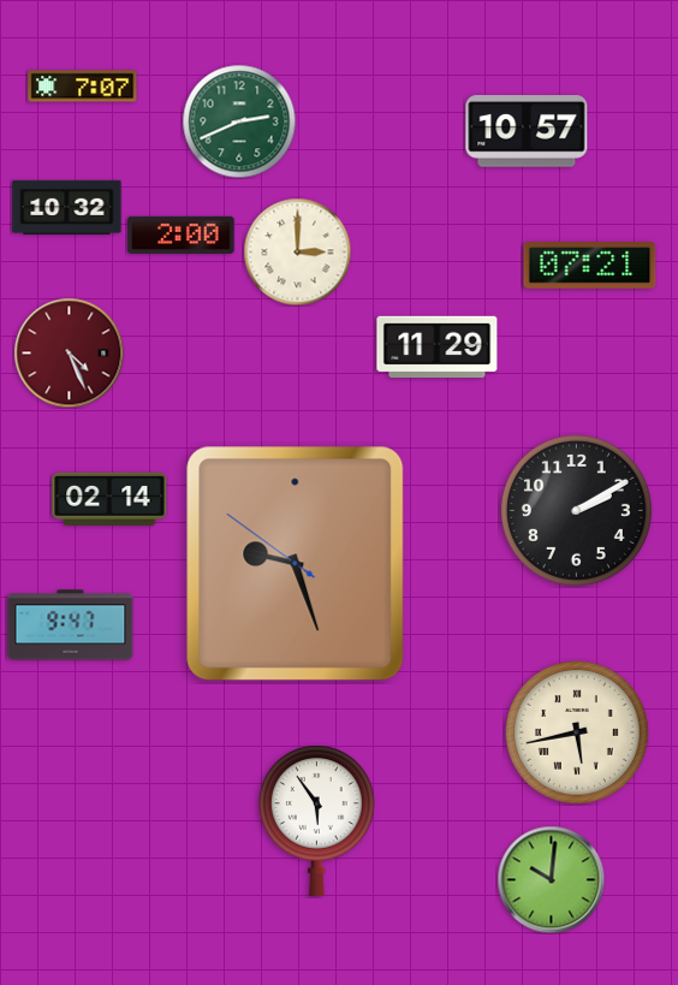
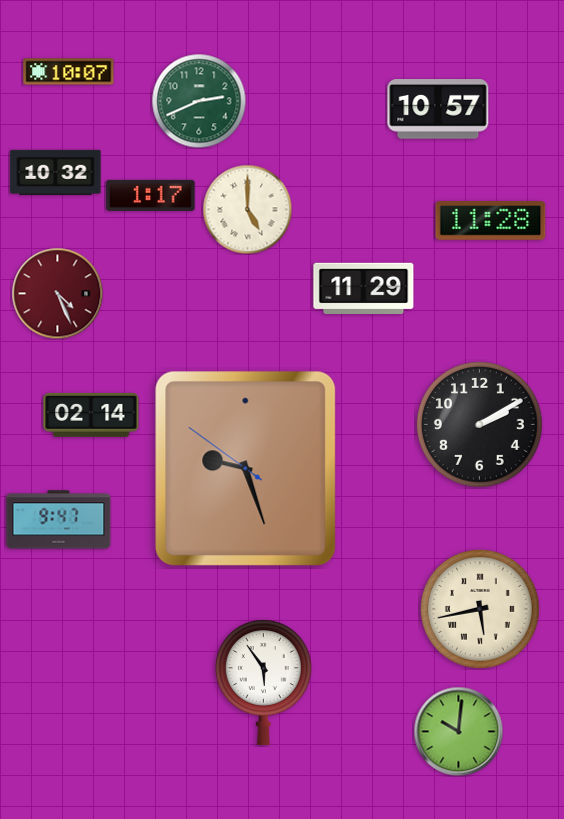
clock at (83, 87): 7:07 -> 10:07
clock at (182, 235): 2:00 -> 1:17
clock at (297, 251): 3:00 -> 5:00
clock at (590, 266): 07:21 -> 11:28
